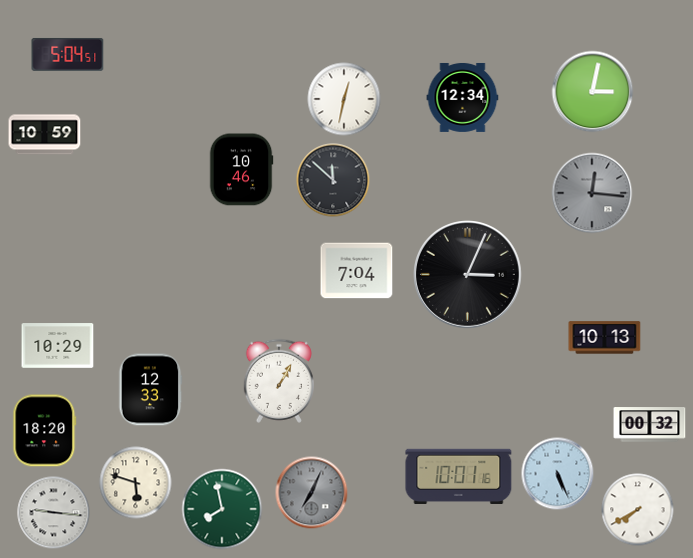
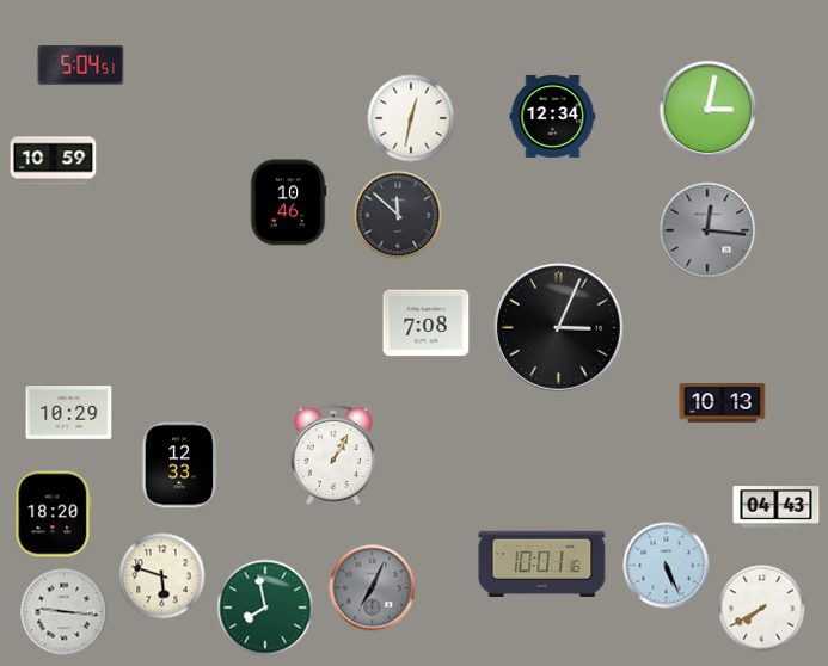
clock at (357, 271): 7:04 -> 7:08
clock at (650, 425): 00:32 -> 04:43
clock at (459, 476) position: (459, 476) -> (542, 563)
